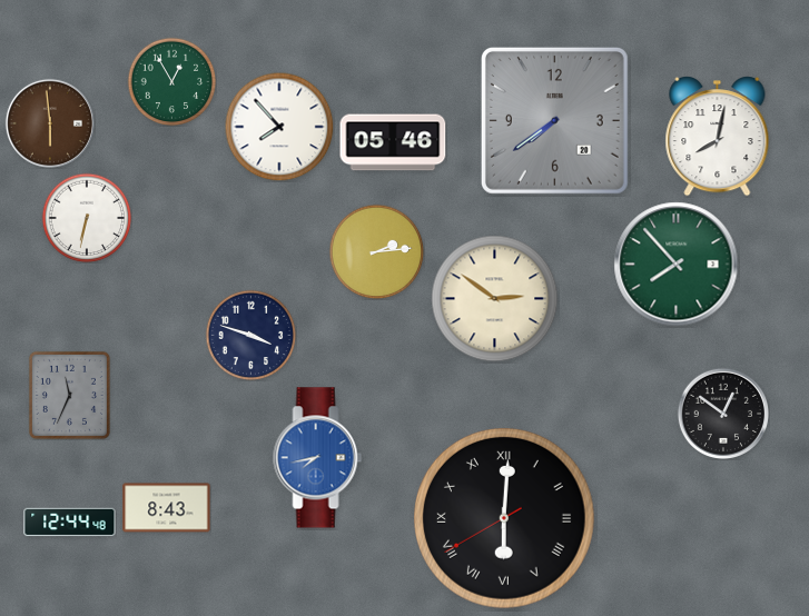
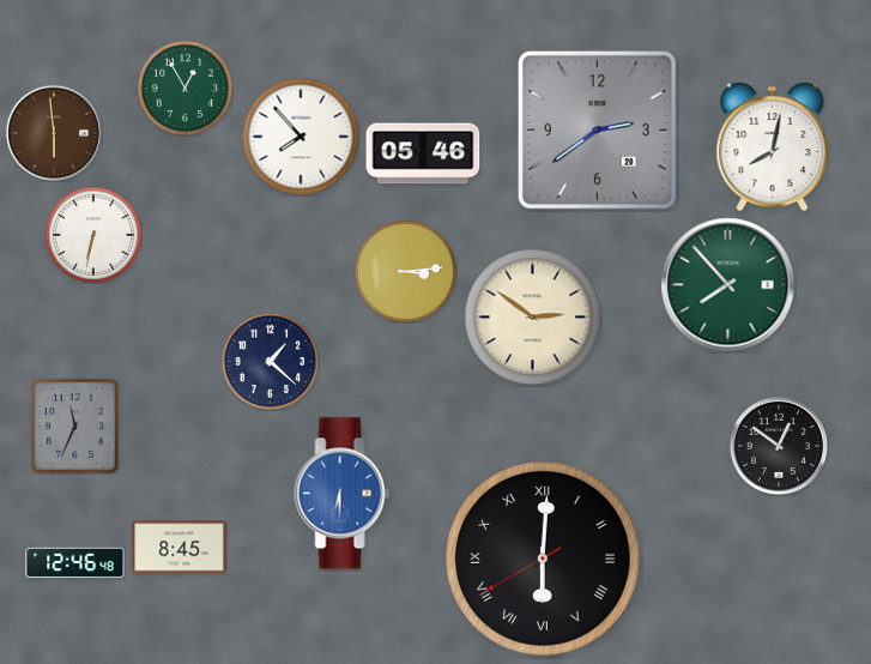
clock at (554, 120): 7:39 -> 2:39
clock at (376, 251): 2:14 -> 3:14
clock at (495, 299) position: (495, 299) -> (533, 318)
clock at (250, 335): 3:48 -> 1:22
clock at (318, 458): 7:43 -> 6:30
clock at (167, 508): 8:43 -> 8:45
clock at (70, 523): 12:44 -> 12:46
